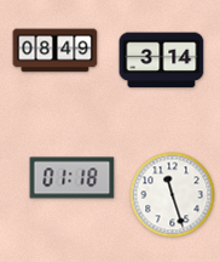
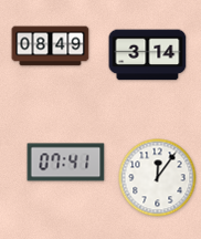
clock at (73, 178): 01:18 -> 07:41
clock at (173, 195): 11:27 -> 12:06
